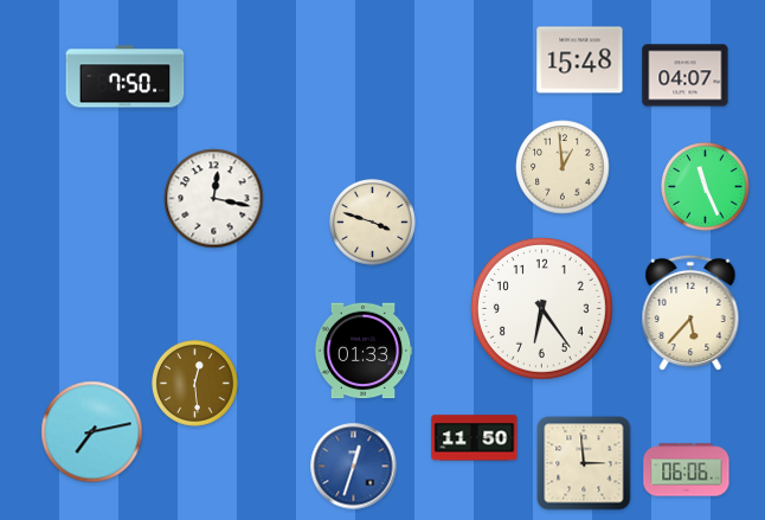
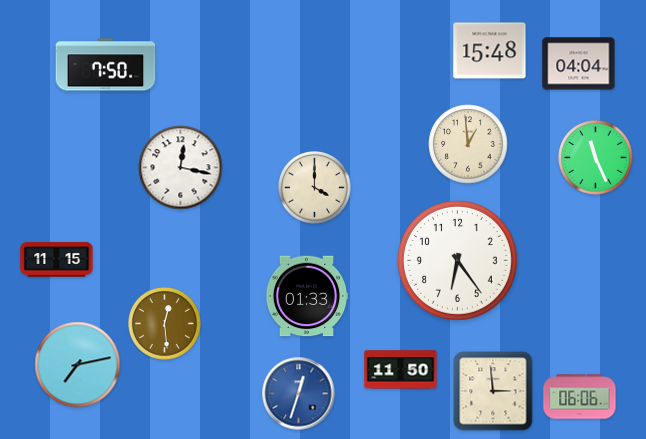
clock at (686, 76): 04:07 -> 04:04
clock at (562, 167) position: (562, 167) -> (468, 144)
clock at (373, 223): 3:48 -> 4:00
clock at (57, 260): none -> 11:15
clock at (690, 313): 5:37 -> none
